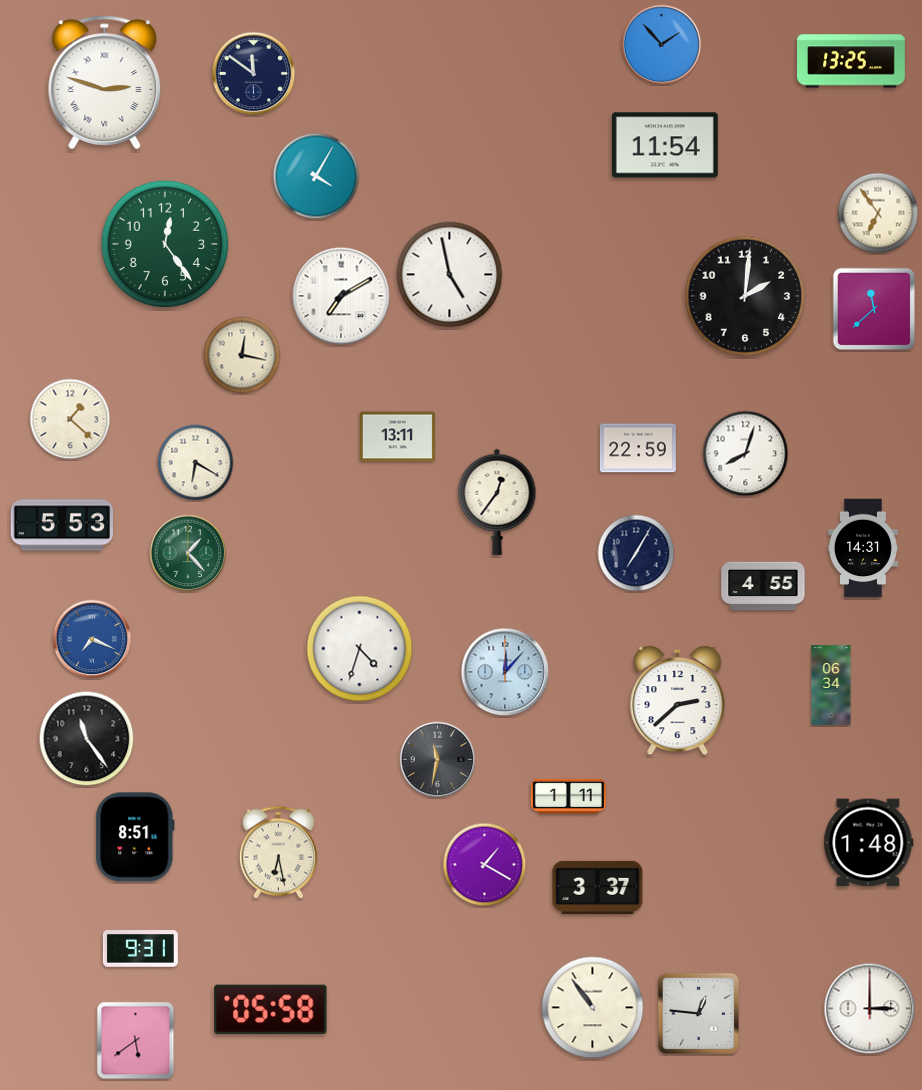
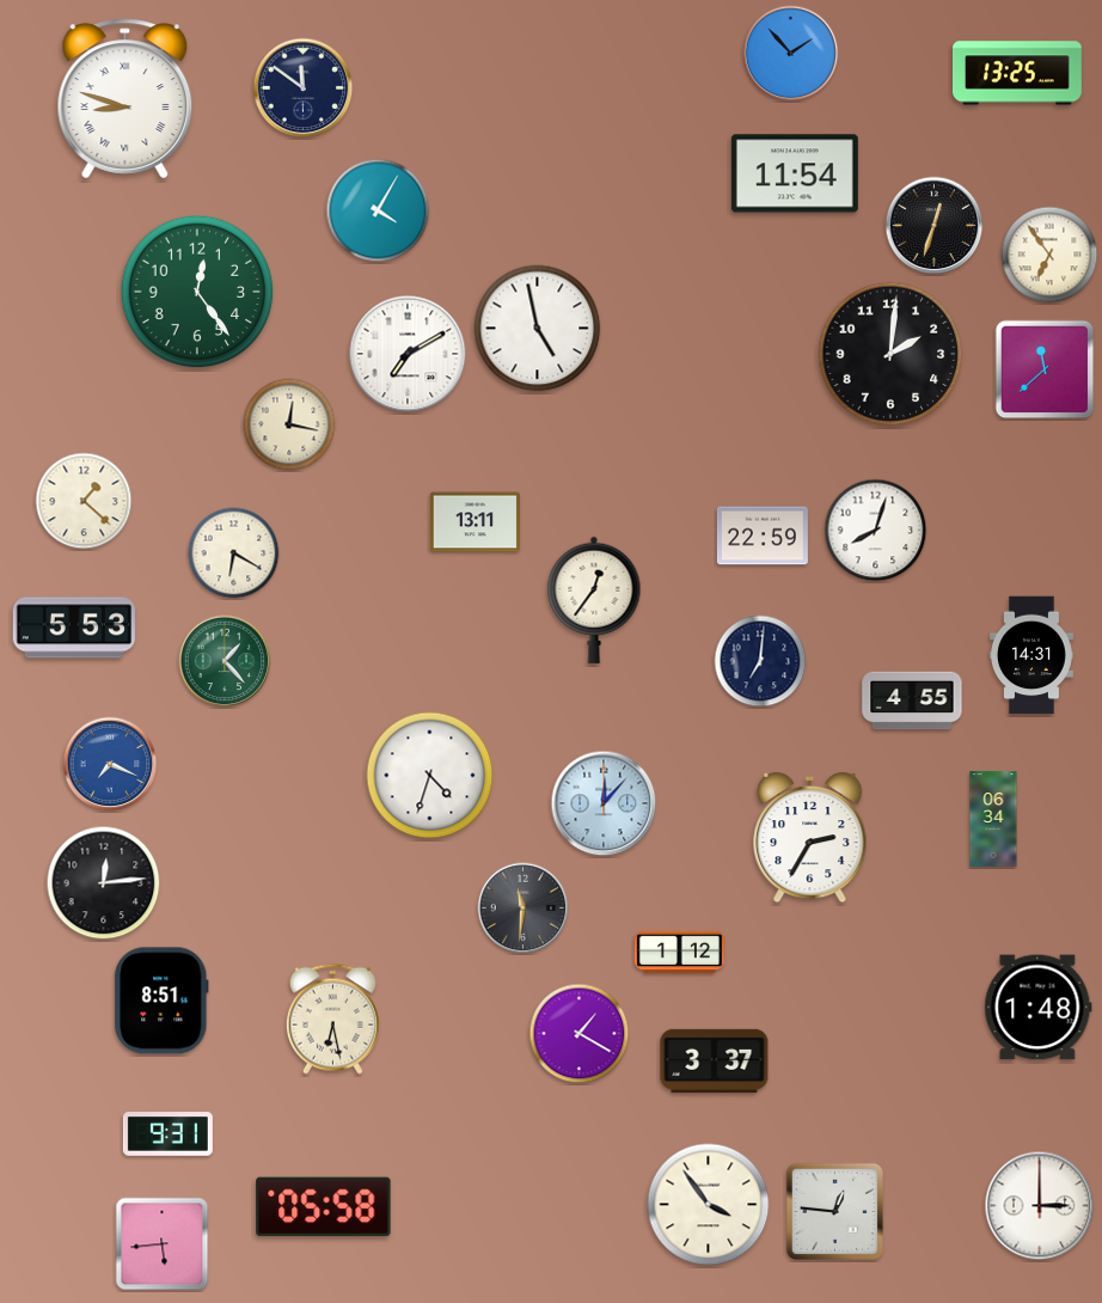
clock at (105, 83): 2:48 -> 8:48
clock at (935, 226): none -> 12:33
clock at (746, 454) position: (746, 454) -> (876, 531)
clock at (636, 553): 7:05 -> 7:01
clock at (678, 701): 2:38 -> 2:35
clock at (87, 739): 11:24 -> 12:14
clock at (438, 760): 11:32 -> 11:31
clock at (568, 796): 1:11 -> 1:12
clock at (593, 1008): 10:54 -> 3:54
clock at (136, 1041): 5:39 -> 5:44
